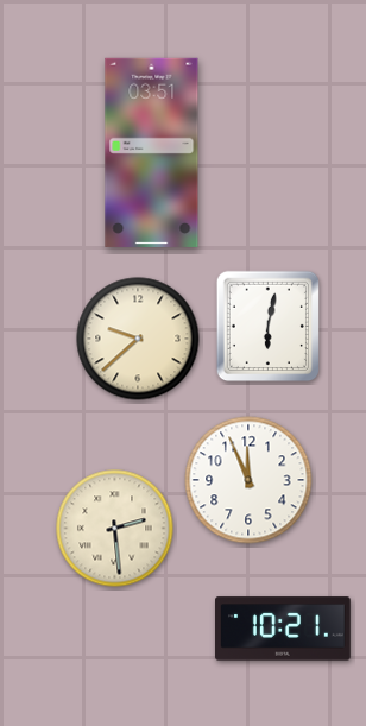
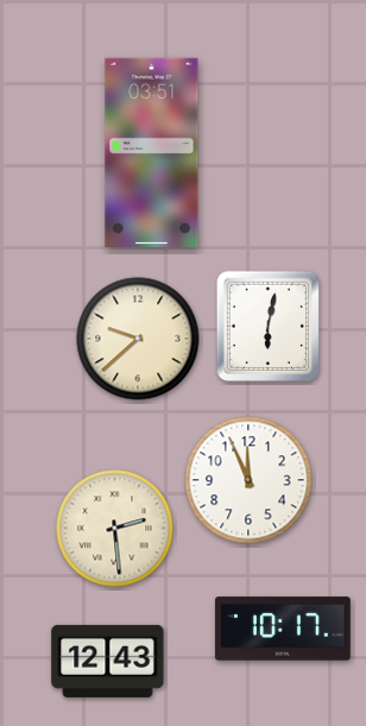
clock at (284, 629): 10:21 -> 10:17
clock at (108, 661): none -> 12:43
